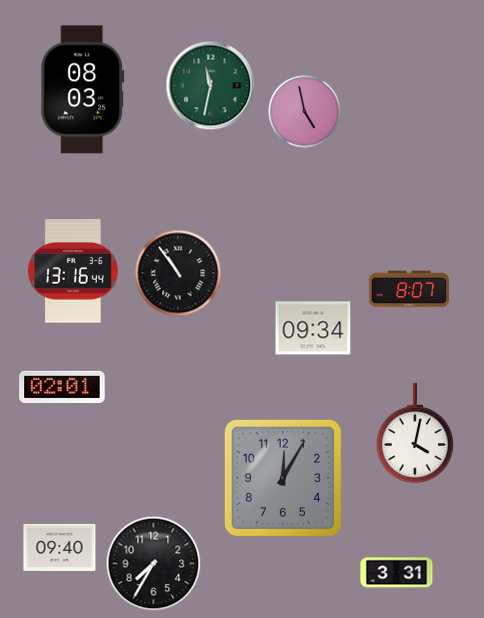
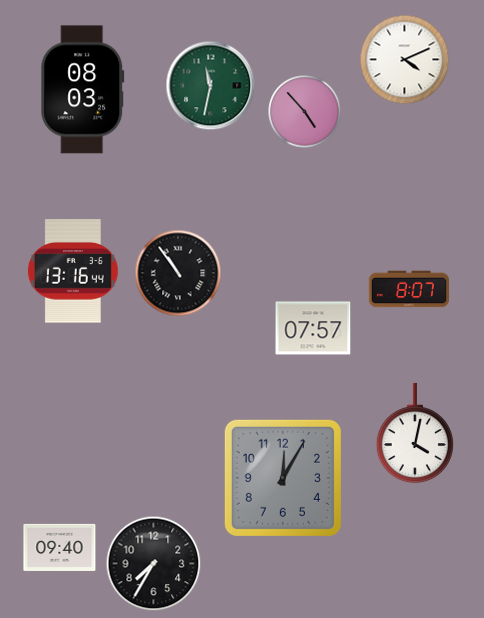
clock at (405, 60): none -> 4:11
clock at (305, 112): 4:58 -> 4:53
clock at (313, 328): 09:34 -> 07:57
clock at (62, 386): 02:01 -> none
clock at (397, 573): 3:31 -> none
